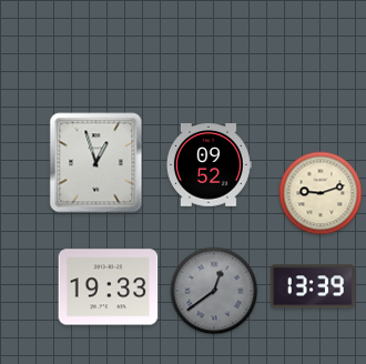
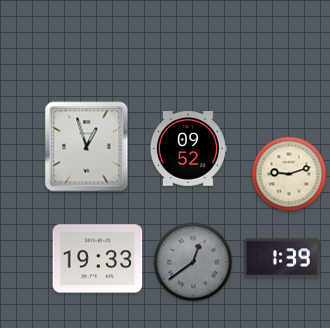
clock at (313, 286): 13:39 -> 1:39
